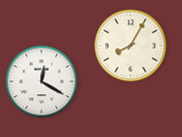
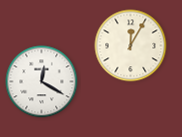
clock at (131, 46): 8:05 -> 12:05
